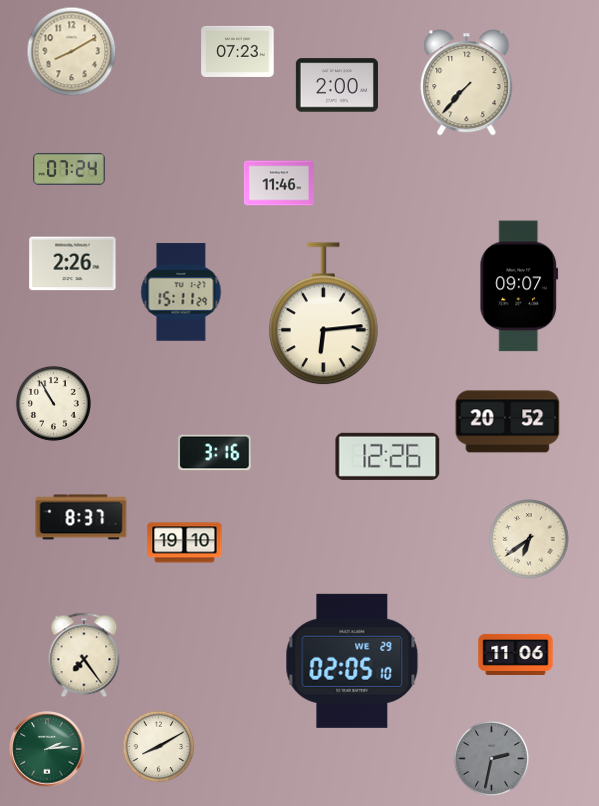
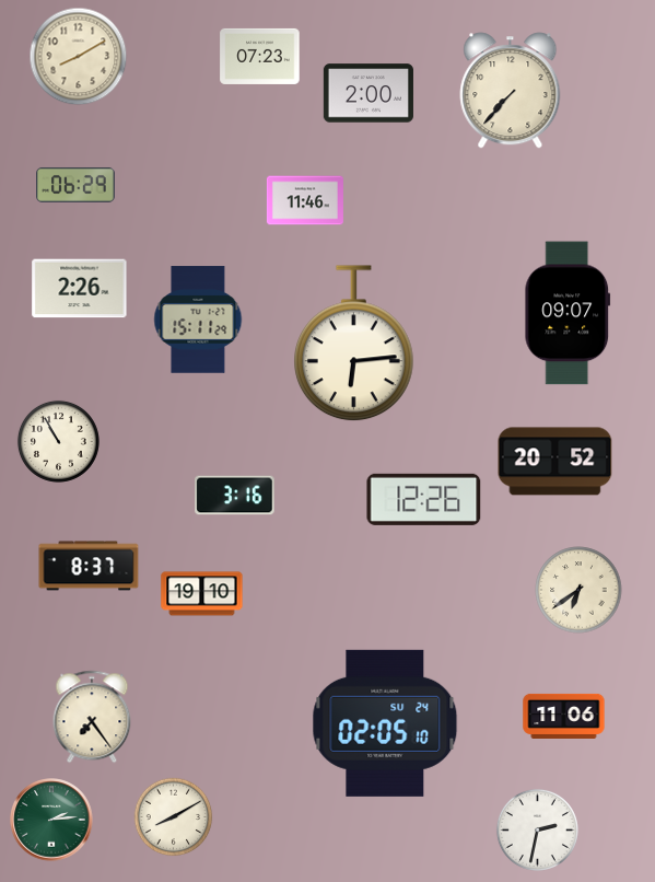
clock at (69, 169): 07:24 -> 06:29
clock at (352, 661) date: WE 29 -> SU 24
clock at (491, 758) dial: grey -> white
